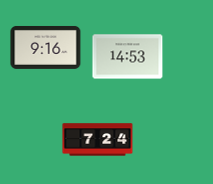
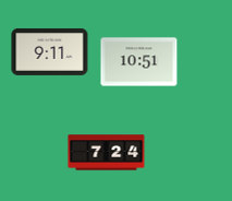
clock at (46, 47): 9:16 -> 9:11
clock at (128, 57): 14:53 -> 10:51
